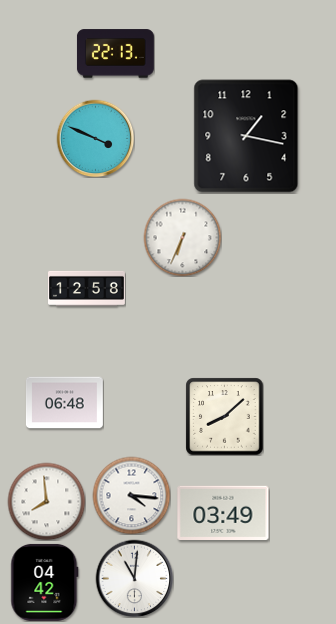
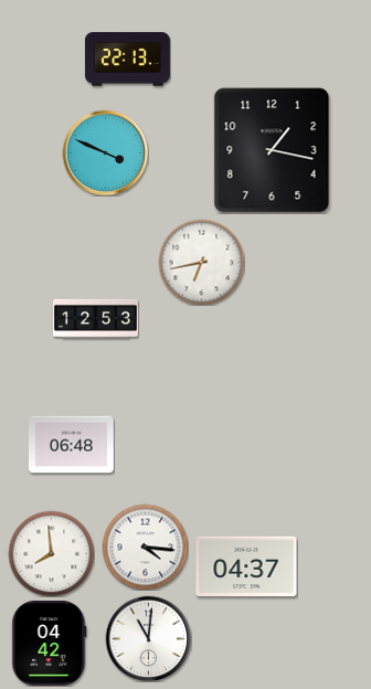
clock at (182, 237): 6:34 -> 6:43
clock at (87, 288): 12:58 -> 12:53
clock at (224, 416): 8:08 -> none
clock at (223, 512): 03:49 -> 04:37
